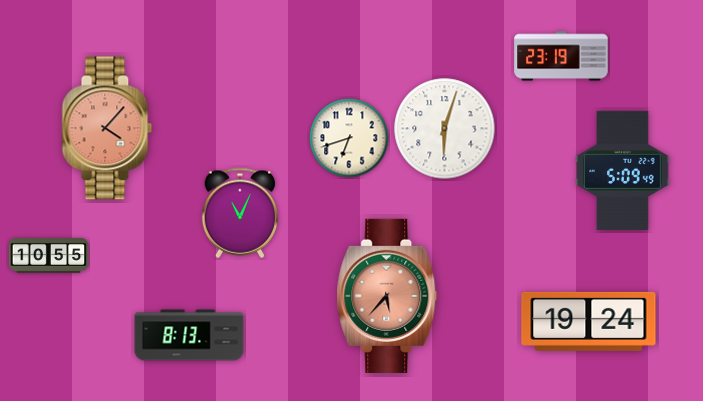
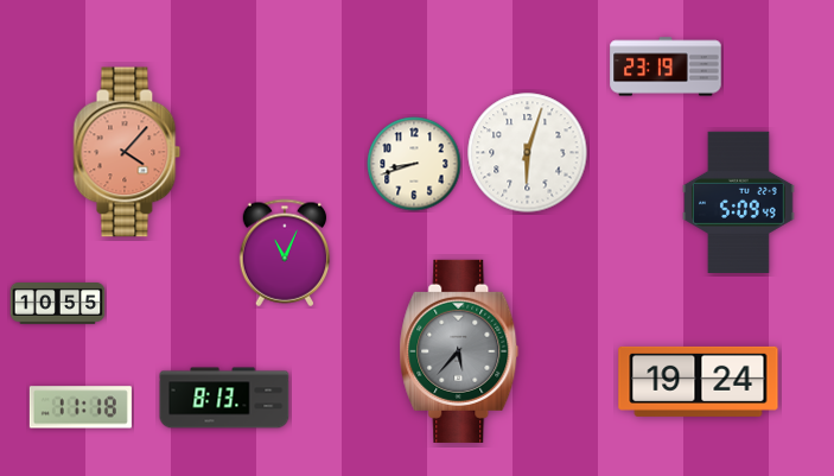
clock at (349, 138): 6:42 -> 8:42
clock at (387, 296) dial: salmon -> grey
clock at (81, 407): none -> 11:18
